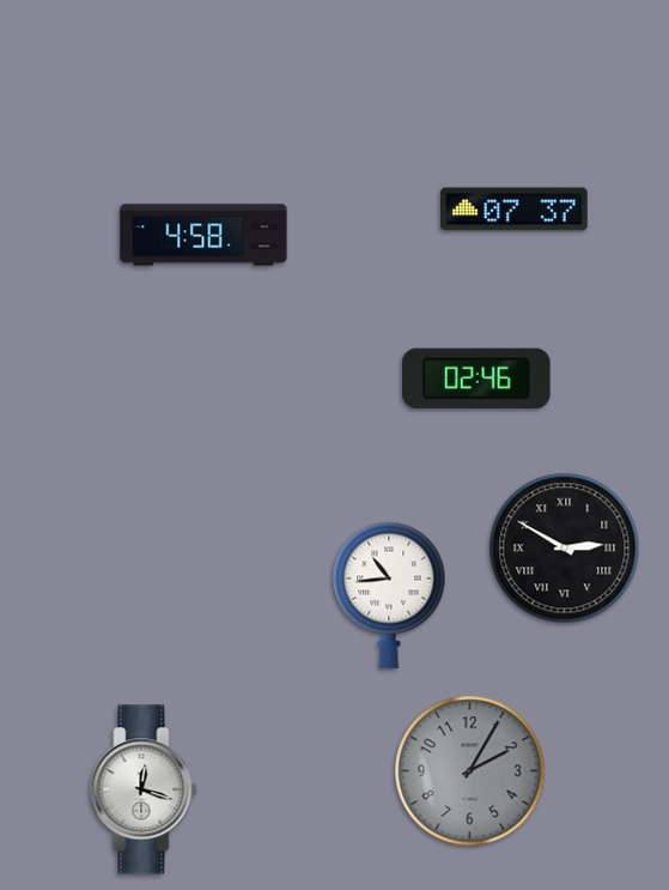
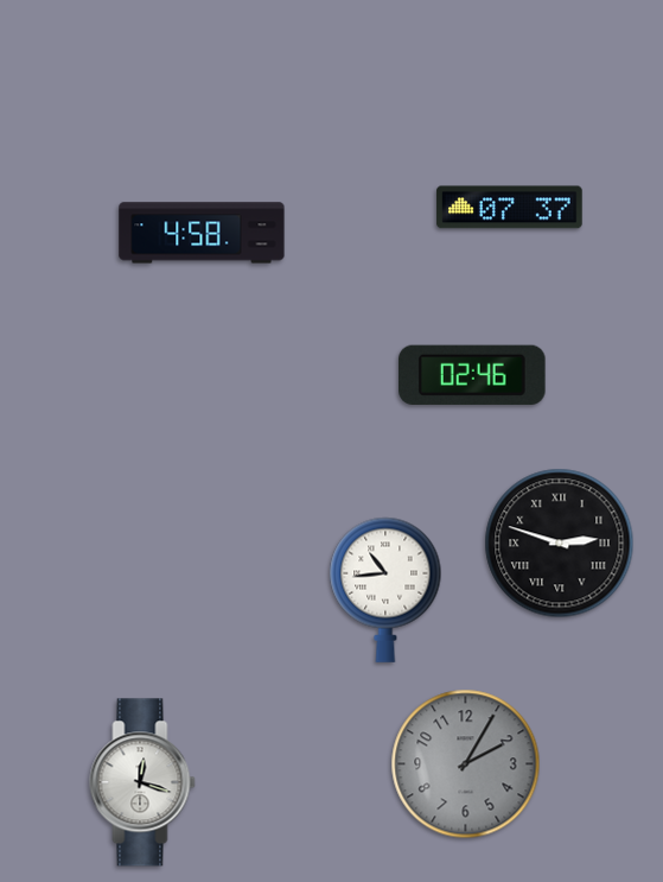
clock at (565, 549): 2:50 -> 2:48
